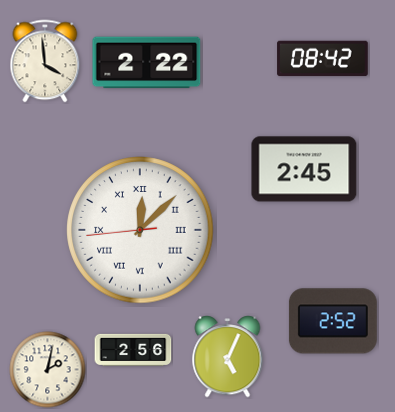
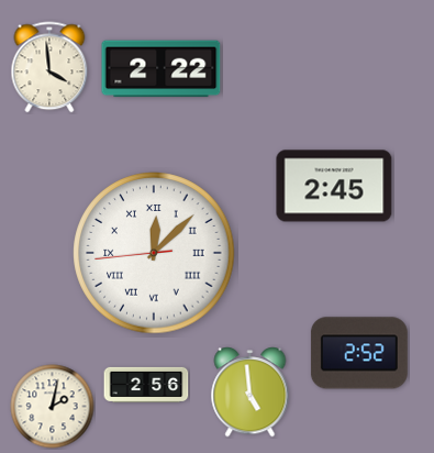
clock at (323, 59): 08:42 -> none
clock at (333, 321) position: (333, 321) -> (359, 353)
clock at (228, 357): 5:04 -> 4:59
